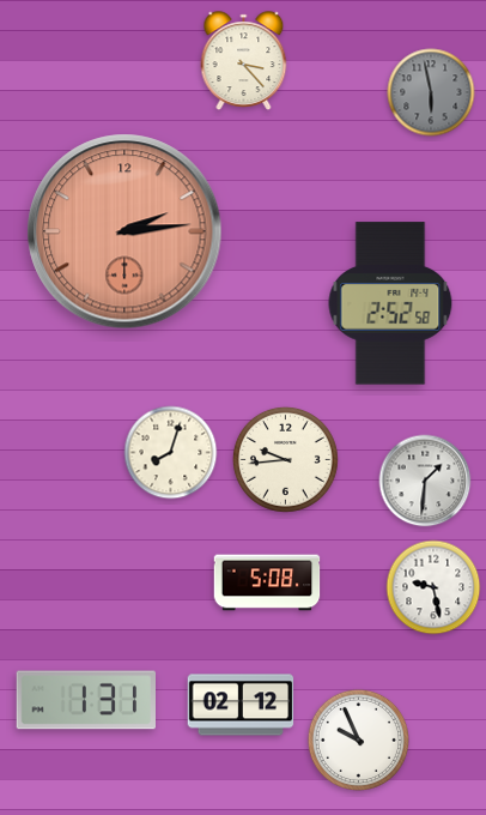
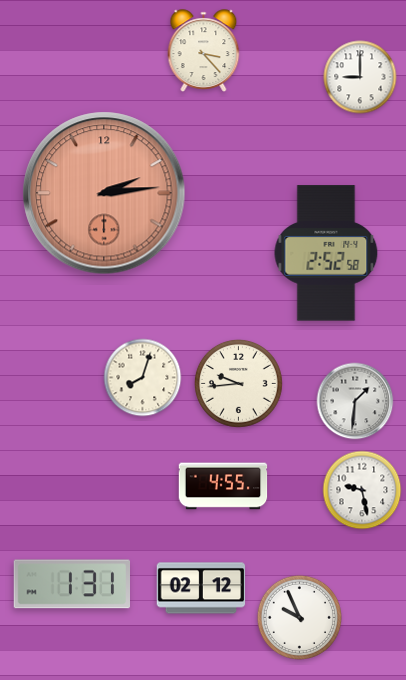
clock at (431, 92): 5:58 -> 9:00
clock at (431, 92) dial: grey -> white
clock at (267, 582): 5:08 -> 4:55
